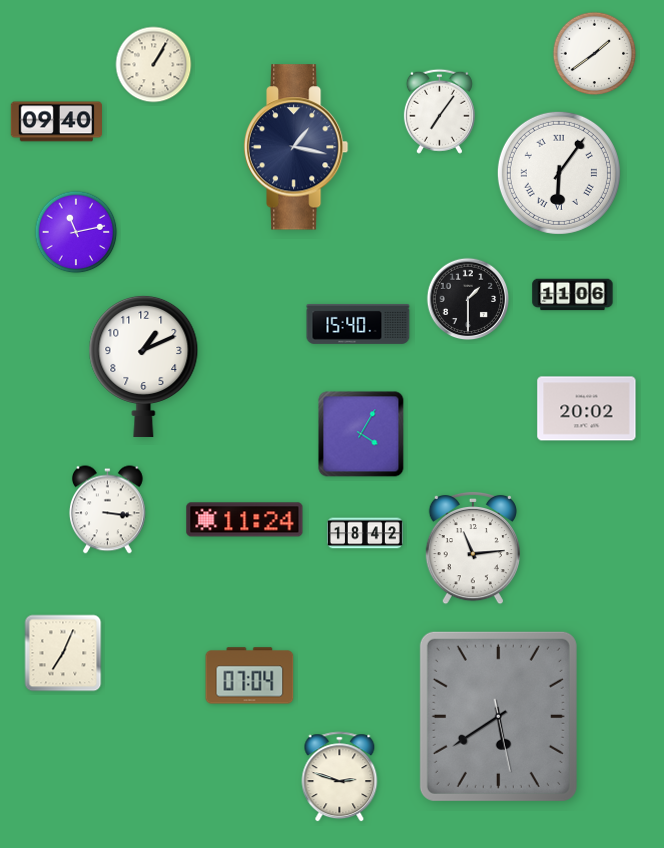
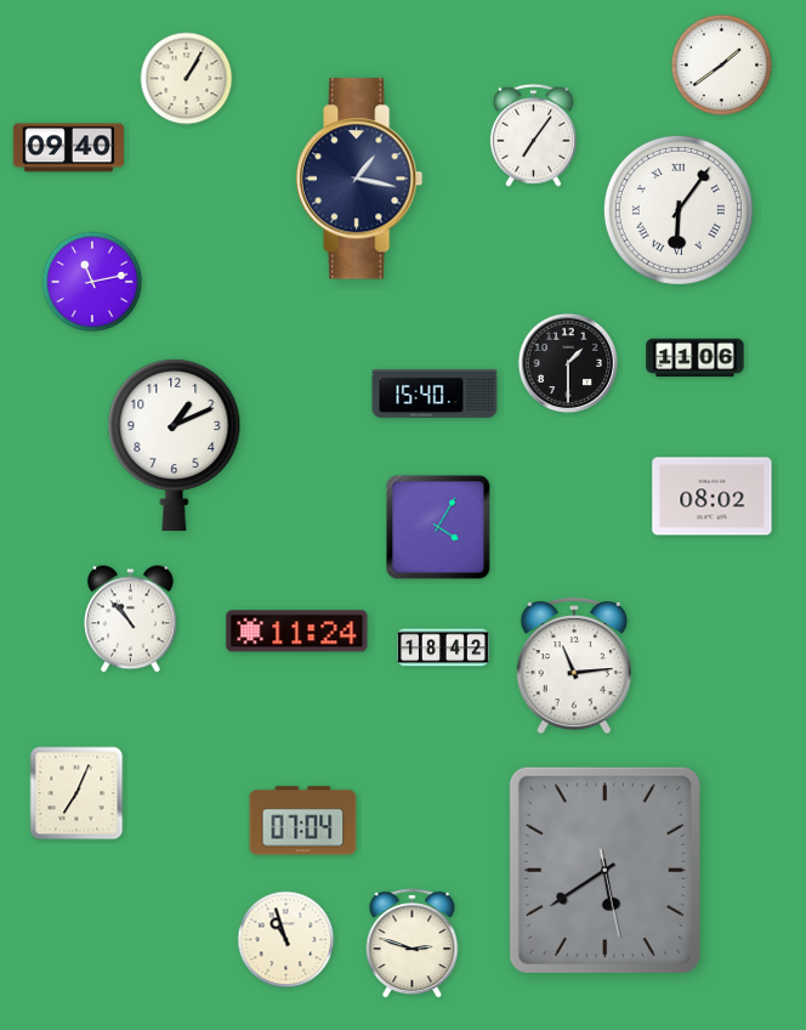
clock at (587, 409): 20:02 -> 08:02
clock at (108, 510): 3:16 -> 10:53
clock at (286, 940): none -> 10:57
